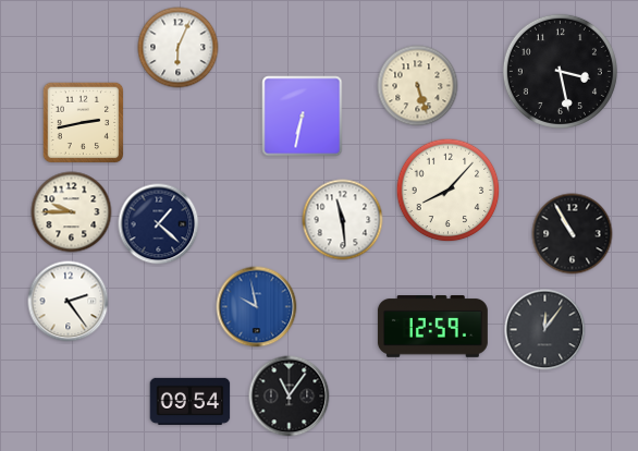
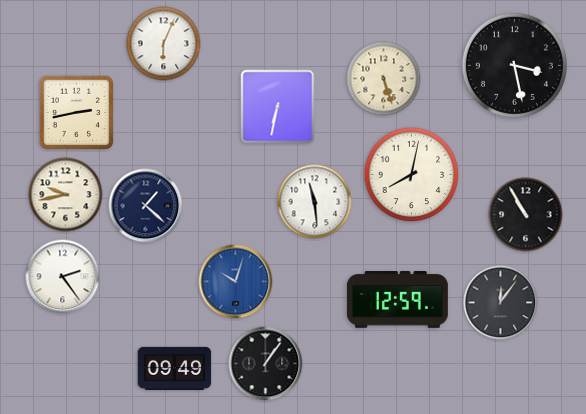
clock at (449, 191): 8:07 -> 8:02
clock at (72, 212): 9:45 -> 9:43
clock at (257, 307): 9:58 -> 10:03
clock at (290, 397): 11:06 -> 1:06
clock at (191, 401): 09:54 -> 09:49
